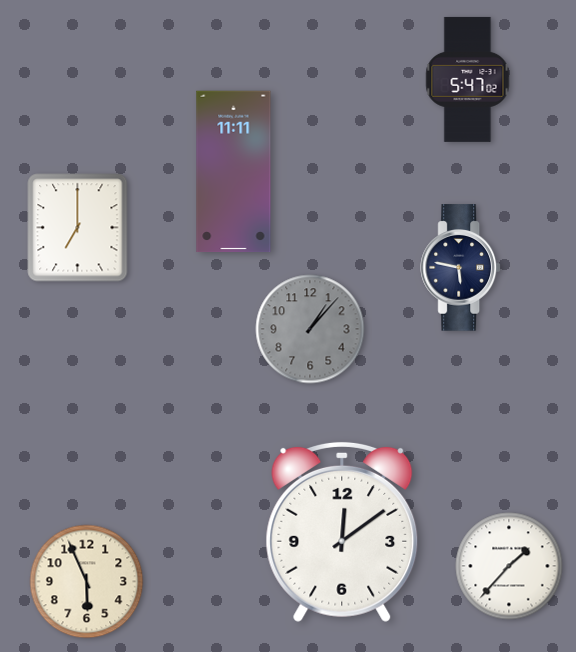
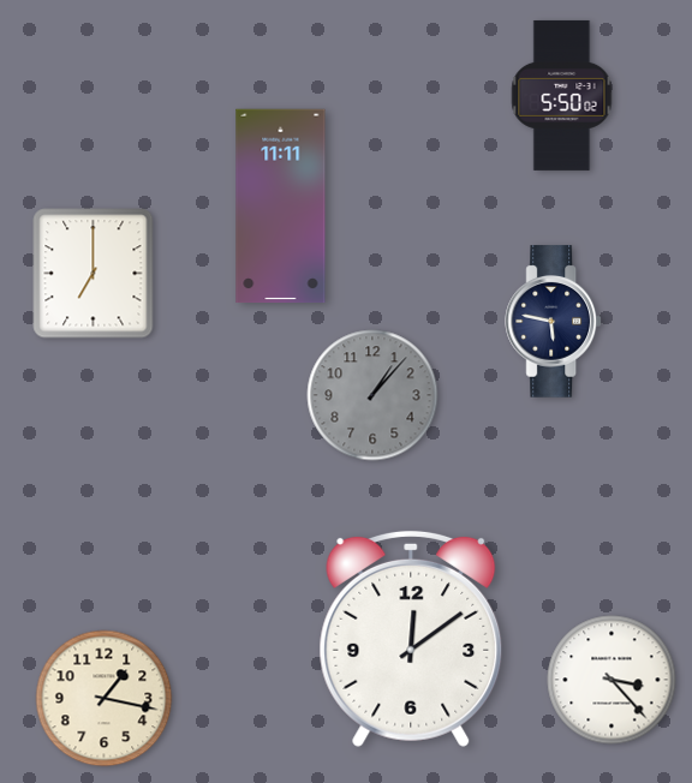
clock at (468, 79): 5:47 -> 5:50
clock at (509, 566): 1:37 -> 3:23
clock at (87, 582): 5:56 -> 1:17
